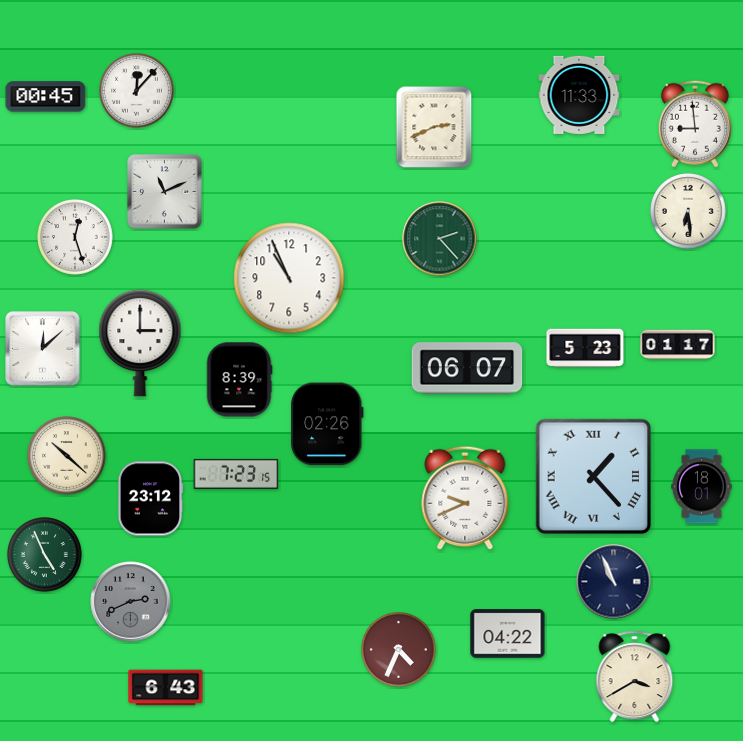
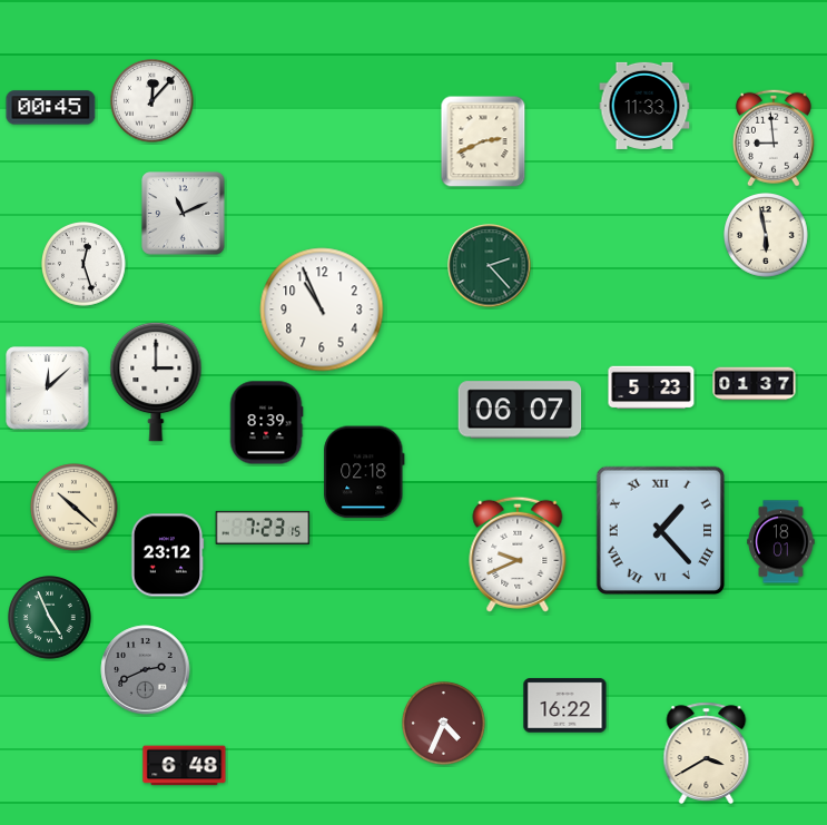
clock at (689, 212): 6:29 -> 5:58
clock at (678, 345): 01:17 -> 01:37
clock at (327, 424): 02:26 -> 02:18
clock at (614, 582): 10:56 -> none
clock at (508, 634): 04:22 -> 16:22
clock at (166, 688): 6:43 -> 6:48
